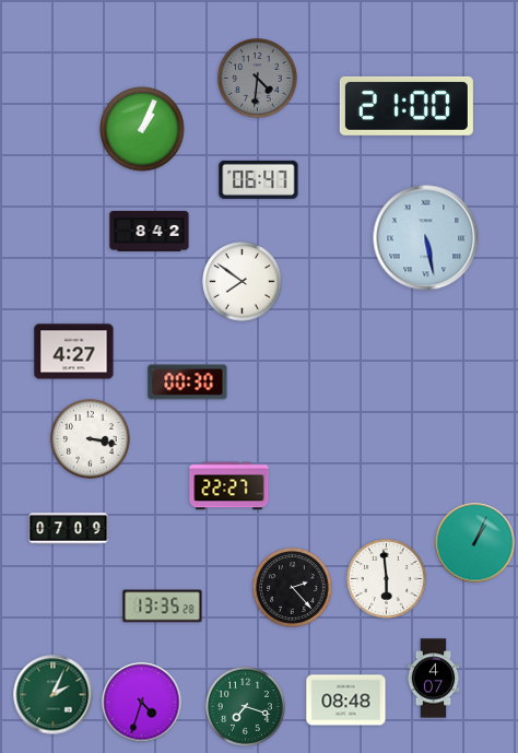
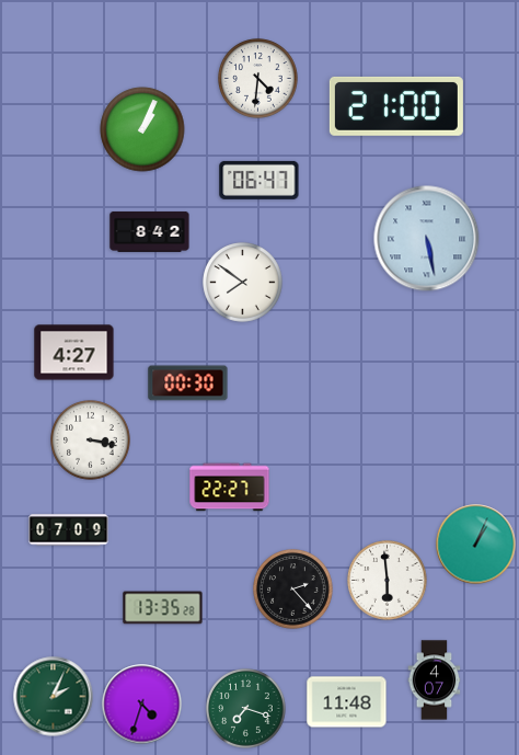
clock at (258, 79) dial: grey -> white
clock at (407, 106) position: (407, 106) -> (396, 106)
clock at (346, 701): 08:48 -> 11:48
